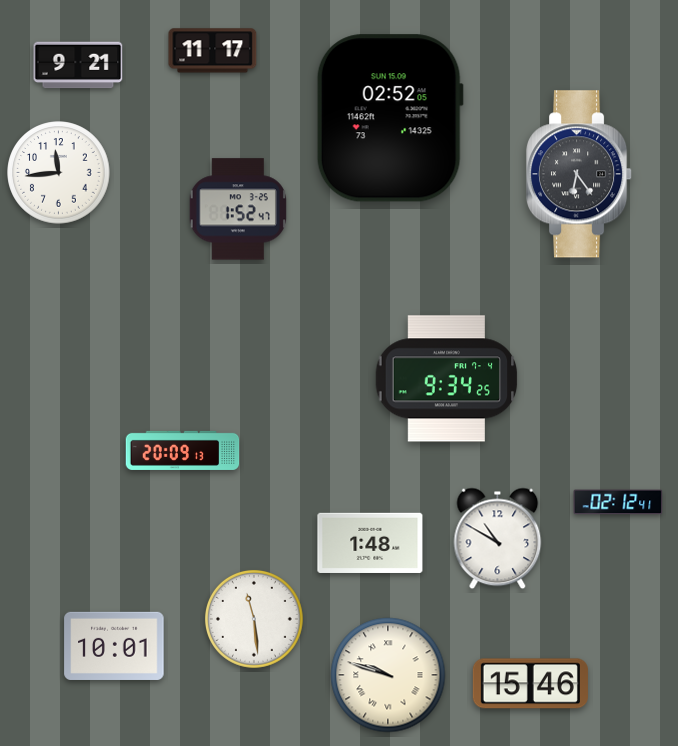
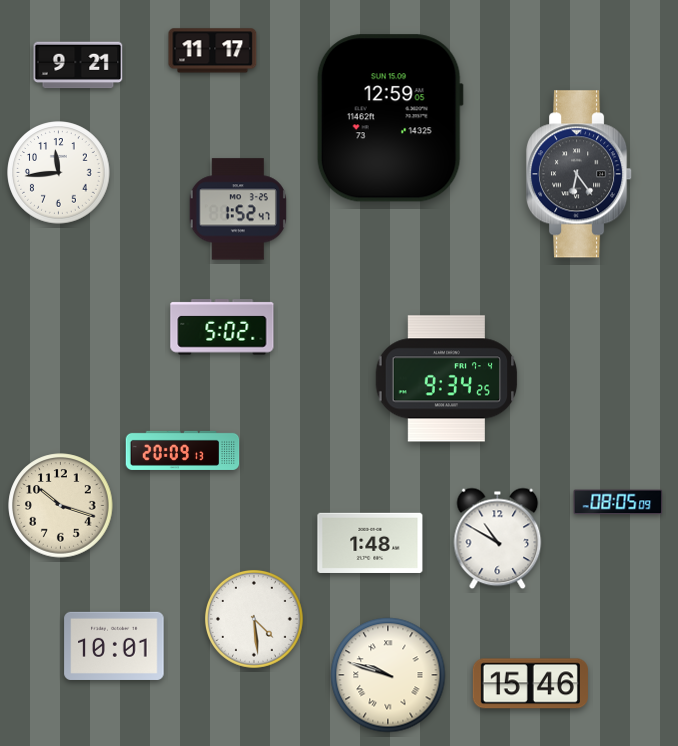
clock at (390, 118): 02:52 -> 12:59
clock at (222, 327): none -> 5:02
clock at (618, 502): 02:12 -> 08:05
clock at (61, 506): none -> 10:18
clock at (254, 619): 11:29 -> 4:29
